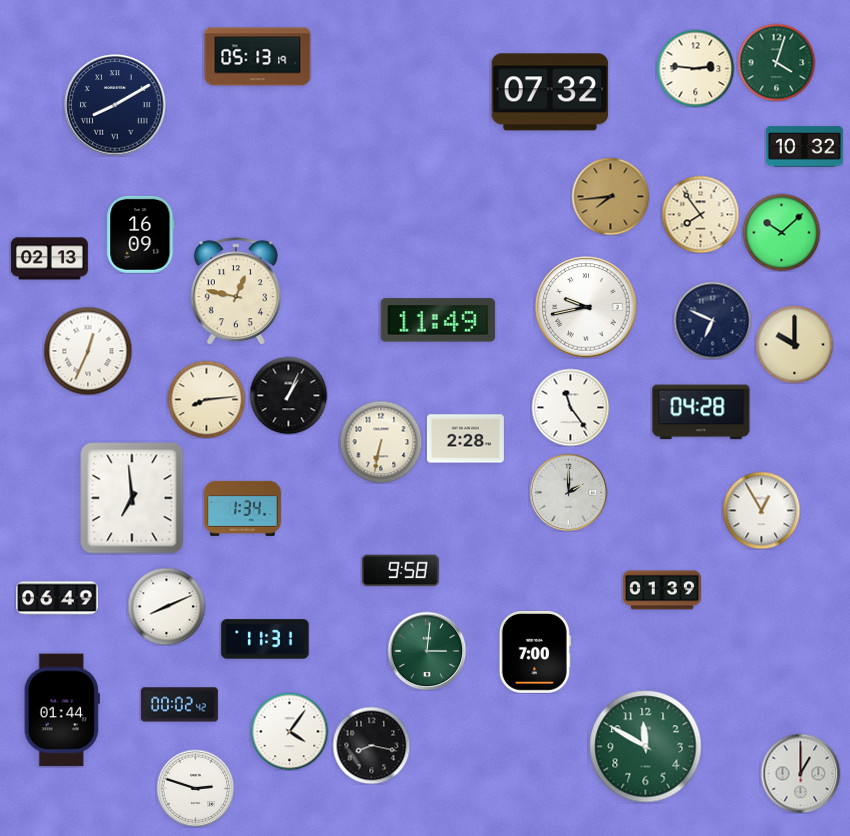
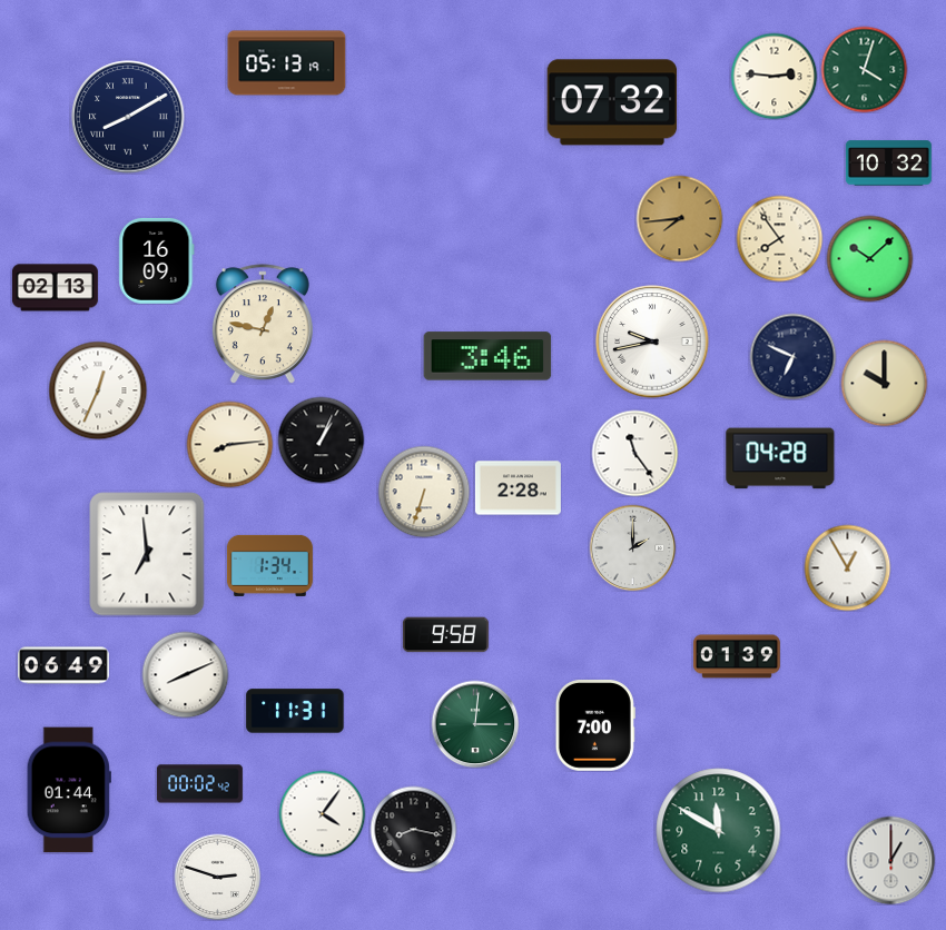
clock at (804, 147) position: (804, 147) -> (888, 164)
clock at (438, 320): 11:49 -> 3:46
clock at (381, 442): 6:32 -> 6:33
